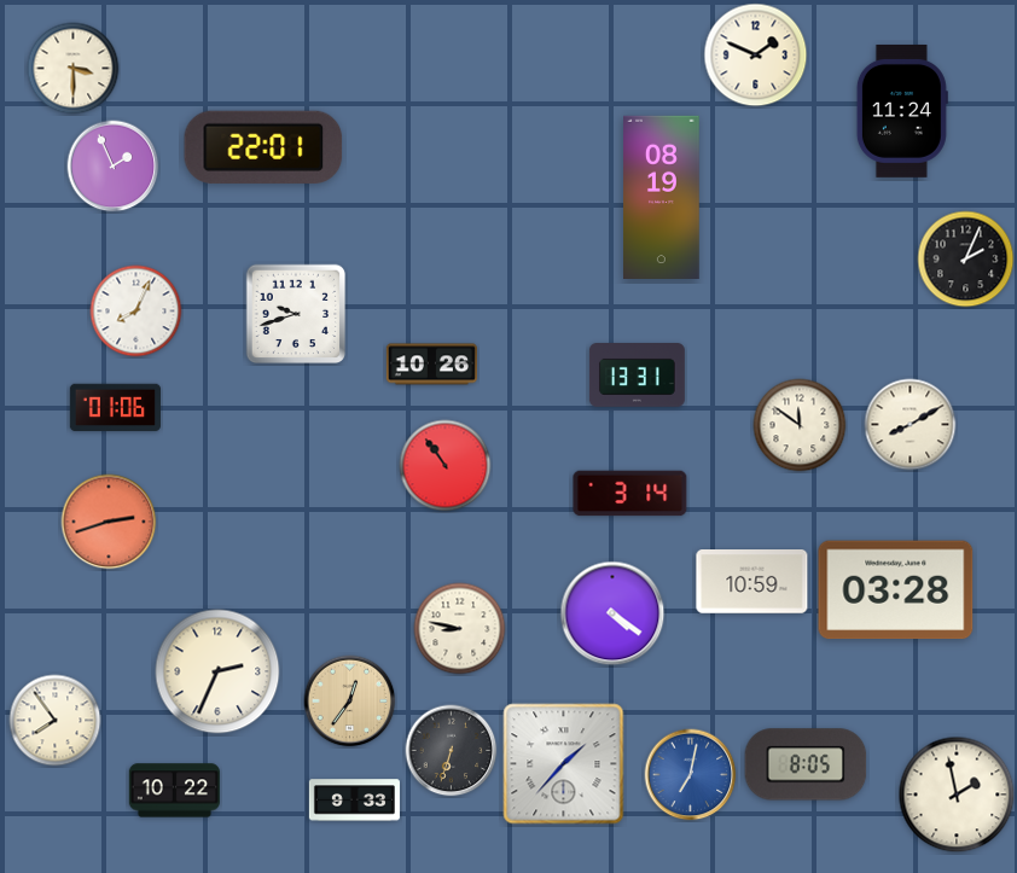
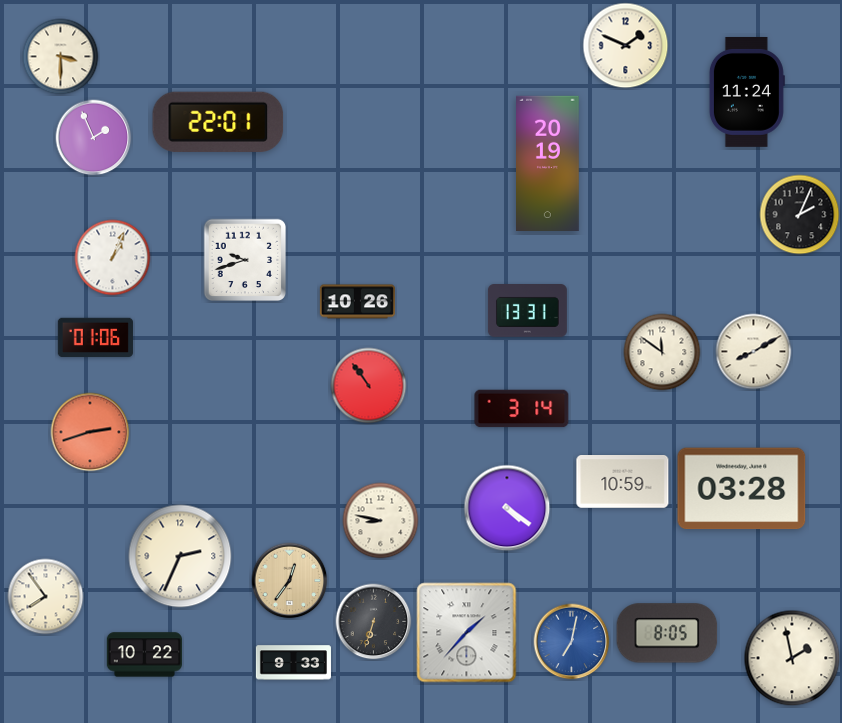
clock at (662, 197): 08:19 -> 20:19
clock at (136, 312): 8:04 -> 1:04
